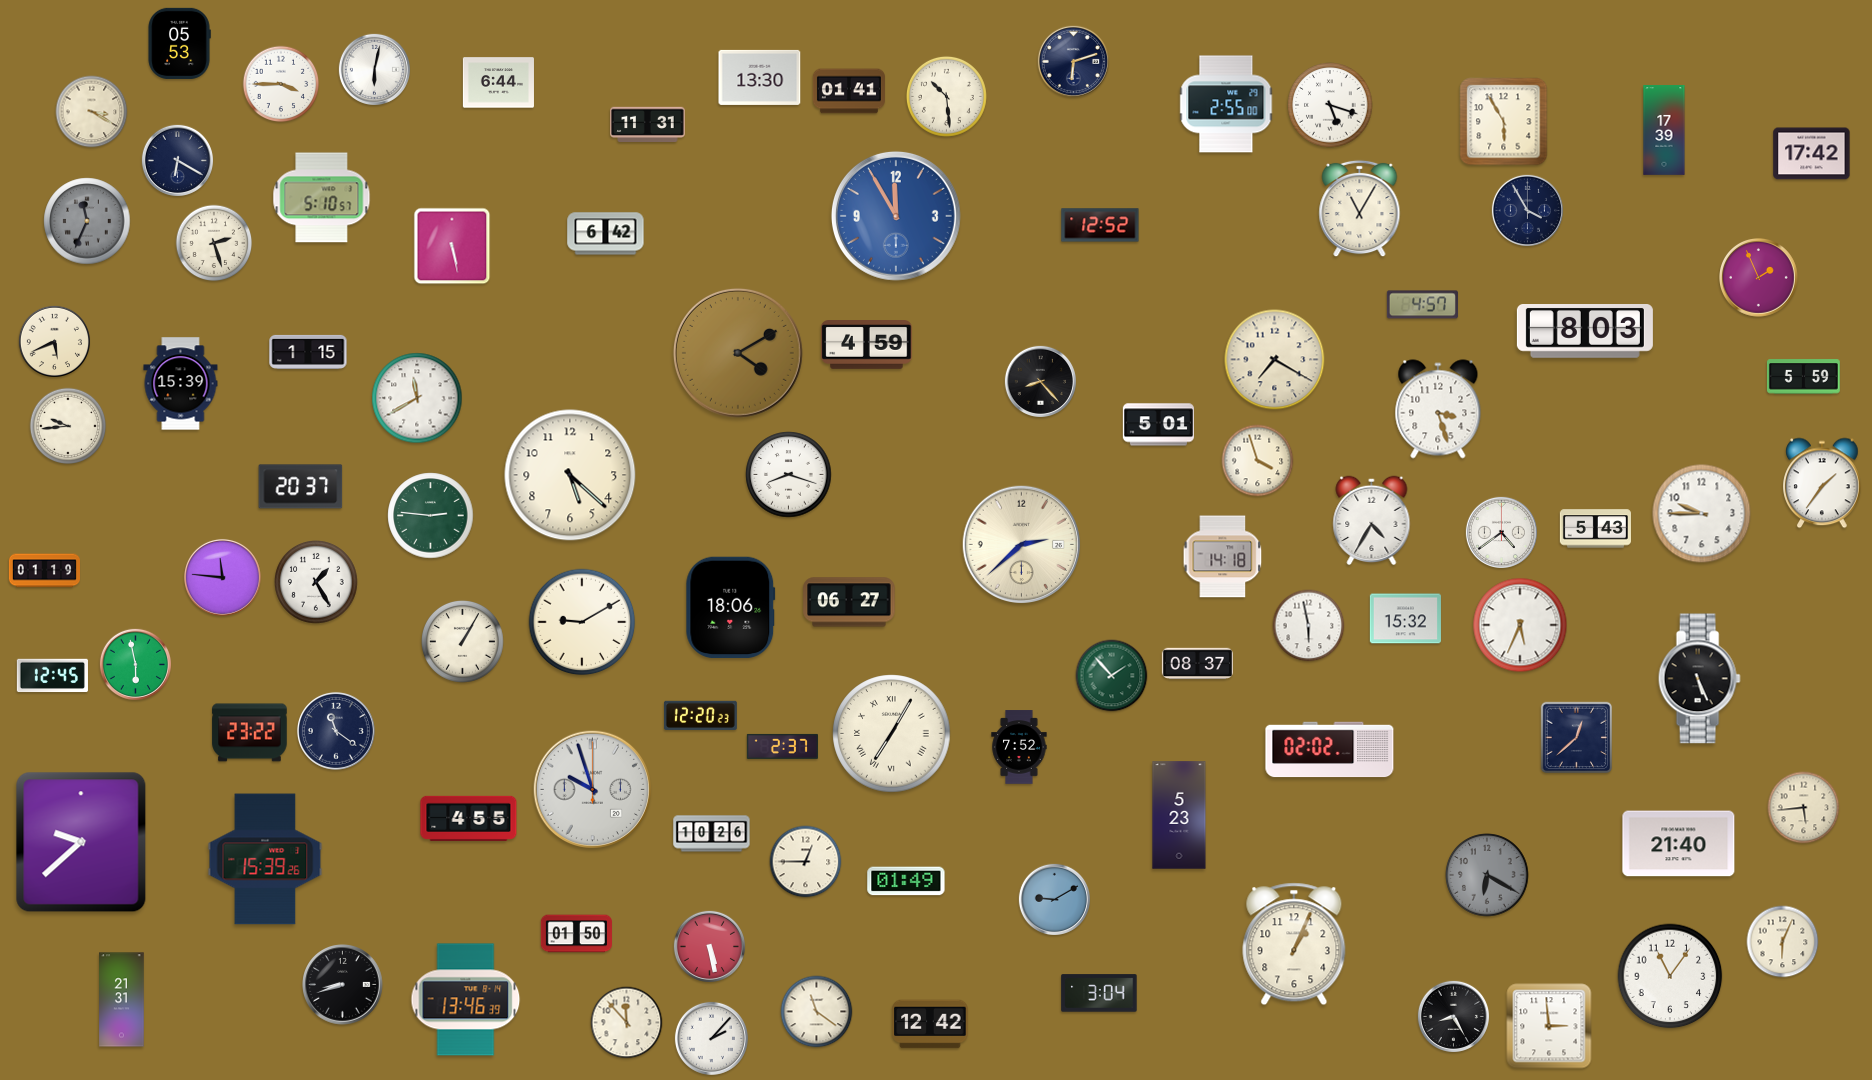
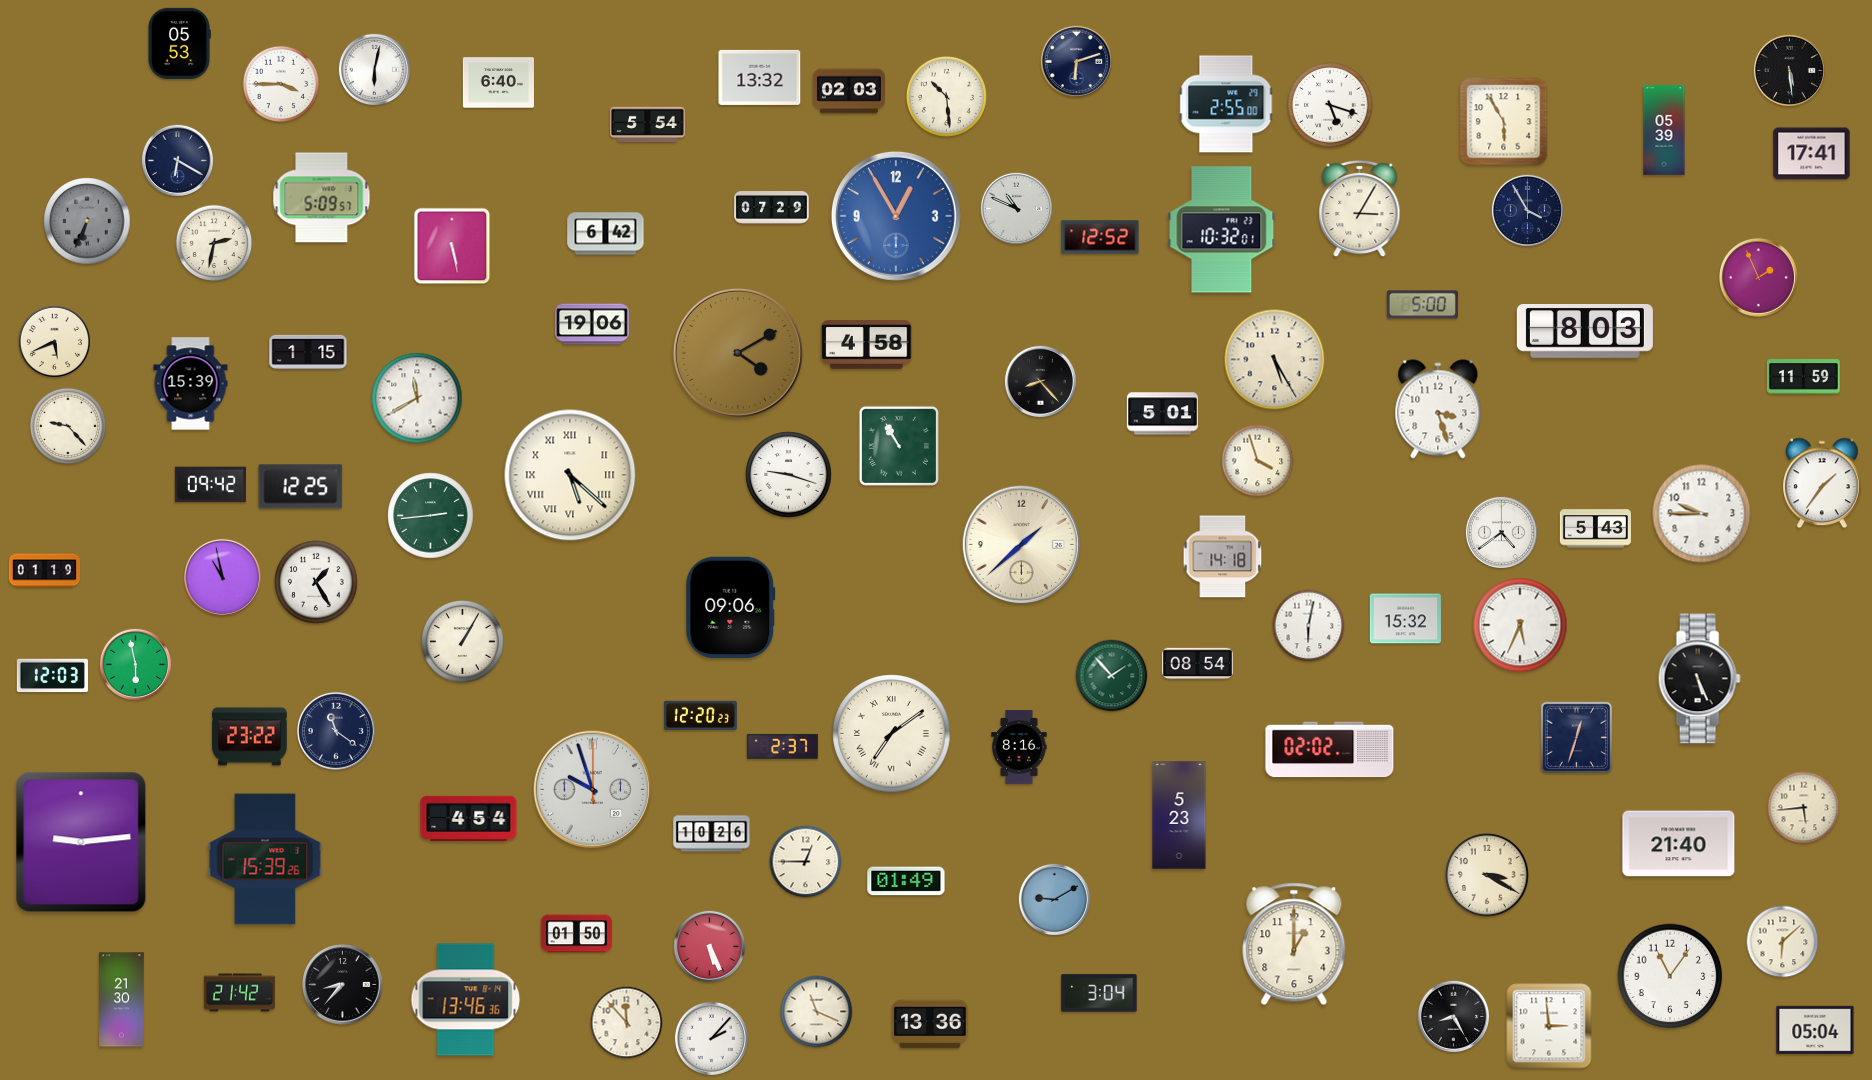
clock at (1073, 61) position: (1073, 61) -> (1076, 61)
clock at (1789, 70): none -> 5:29
clock at (760, 77): 13:30 -> 13:32
clock at (498, 83): 6:44 -> 6:40
clock at (849, 91): 01:41 -> 02:03
clock at (92, 112): 3:20 -> none
clock at (648, 124): 11:31 -> 5:54
clock at (1664, 130): 17:39 -> 05:39
clock at (1812, 154): 17:42 -> 17:41
clock at (322, 198): 5:10 -> 5:09
clock at (772, 208): none -> 07:29
clock at (1016, 208): none -> 10:49
clock at (1360, 209): 11:05 -> 3:05
clock at (896, 216): 11:55 -> 12:55
clock at (87, 221): 11:34 -> 6:34
clock at (1100, 225) position: (1100, 225) -> (1100, 237)
clock at (1222, 230): none -> 10:32
clock at (214, 243): 2:27 -> 2:32
clock at (1422, 305): 4:57 -> 5:00
clock at (592, 324): none -> 19:06
clock at (867, 345): 4:59 -> 4:58
clock at (1275, 360): 7:20 -> 5:25
clock at (1803, 377): 5:59 -> 11:59
clock at (181, 384) position: (181, 384) -> (191, 384)
clock at (1158, 425) position: (1158, 425) -> (1162, 414)
clock at (68, 426): 9:44 -> 9:23
clock at (899, 446): none -> 10:55
clock at (570, 475) numerals: Arabic -> Roman
clock at (789, 475): 8:18 -> 9:18
clock at (210, 485): none -> 09:42
clock at (301, 487): 20:37 -> 12:25
clock at (431, 516): 2:46 -> 2:44
clock at (1372, 521): 4:35 -> none
clock at (1021, 544): 2:38 -> 1:38
clock at (222, 577): 11:46 -> 10:58
clock at (849, 602): 06:27 -> none
clock at (731, 608): 18:06 -> 09:06
clock at (582, 622): 9:10 -> none
clock at (1309, 626): 5:58 -> 6:02
clock at (1197, 664): 08:37 -> 08:54
clock at (52, 676): 12:45 -> 12:03
clock at (250, 733) position: (250, 733) -> (250, 737)
clock at (892, 734): 7:05 -> 7:09
clock at (1577, 738): 12:38 -> 12:33
clock at (1019, 747): 7:52 -> 8:16
clock at (469, 818): 4:55 -> 4:54
clock at (81, 842): 9:38 -> 9:14
clock at (1488, 876): 6:20 -> 3:20
clock at (1488, 876) dial: grey -> cream
clock at (1783, 942): 6:04 -> 6:08
clock at (1294, 944): 1:04 -> 1:00
clock at (709, 946): 5:28 -> 5:26
clock at (343, 985): 8:42 -> 8:37
clock at (239, 993): none -> 21:42
clock at (122, 1000): 21:31 -> 21:30
clock at (466, 1000): 13:46:39 -> 13:46:36
clock at (817, 1012): 11:21 -> 11:19
clock at (930, 1024): 12:42 -> 13:36
clock at (1815, 1029): none -> 05:04
